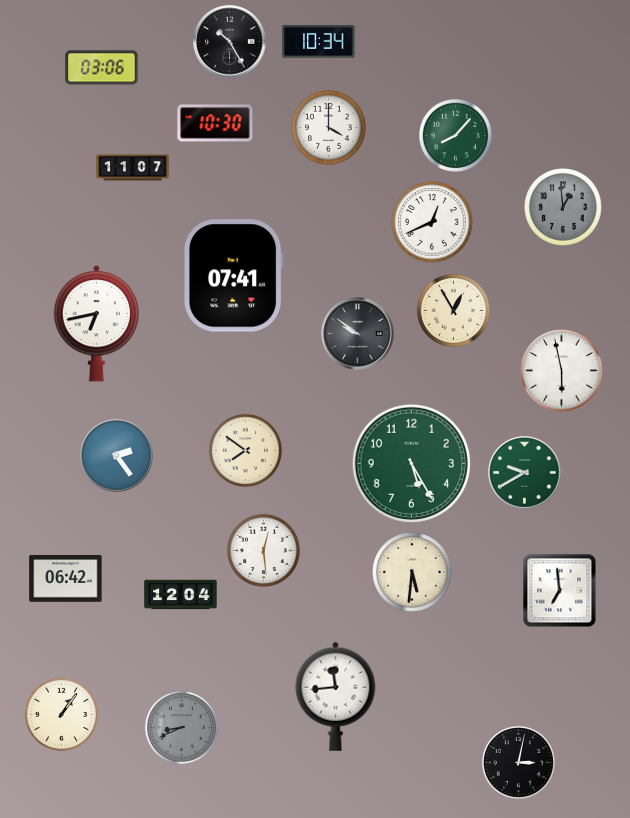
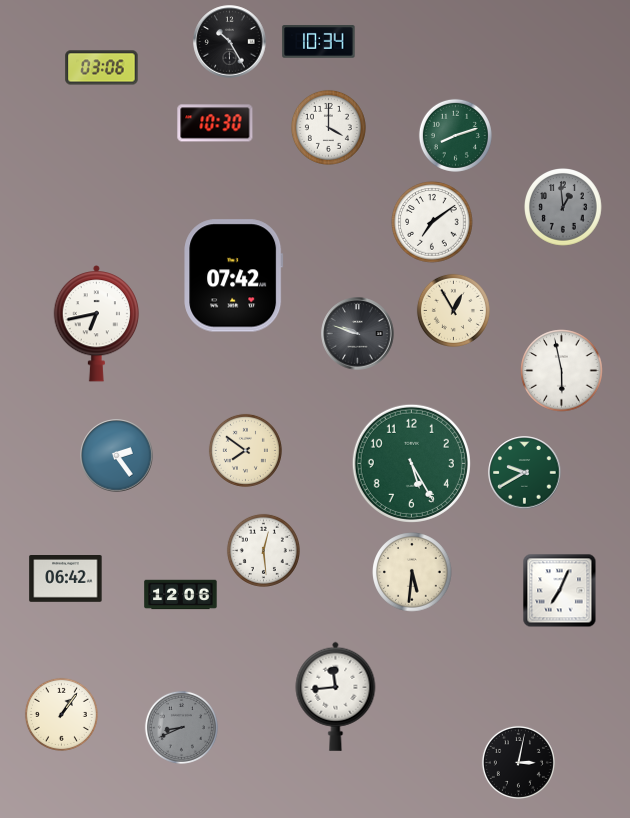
clock at (455, 135): 8:07 -> 8:12
clock at (133, 168): 11:07 -> none
clock at (432, 222): 12:41 -> 7:09
clock at (234, 276): 07:41 -> 07:42
clock at (358, 334): 9:51 -> 9:48
clock at (560, 591): 6:59 -> 7:04
clock at (181, 595): 12:04 -> 12:06
